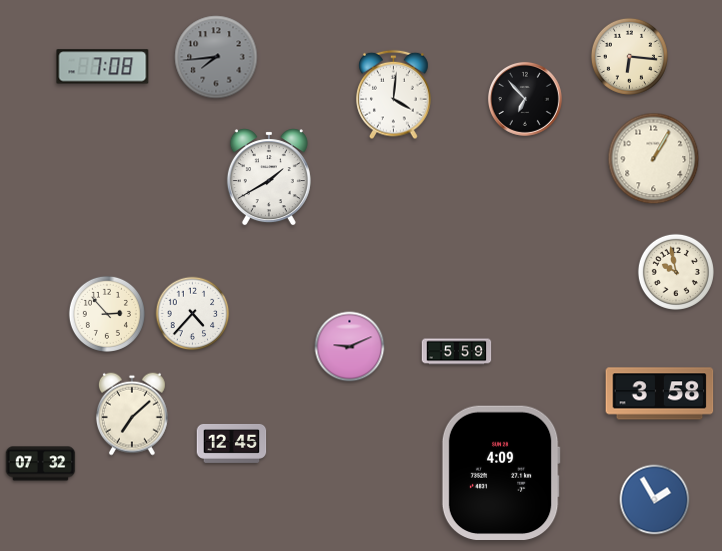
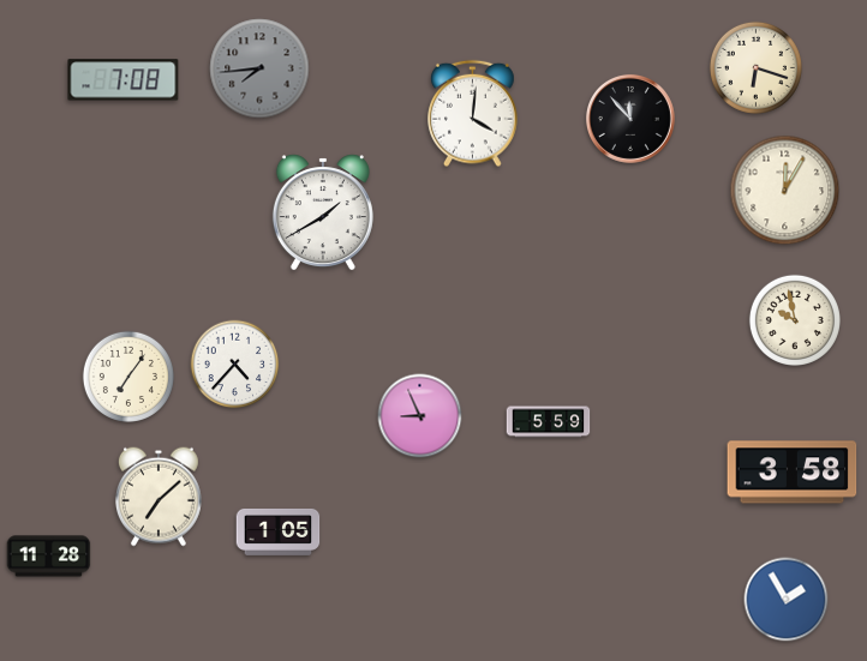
clock at (629, 56): 6:16 -> 6:18
clock at (525, 99): 6:53 -> 11:53
clock at (654, 159): 1:05 -> 12:05
clock at (676, 272) position: (676, 272) -> (795, 320)
clock at (107, 314): 2:53 -> 7:06
clock at (193, 314) position: (193, 314) -> (235, 365)
clock at (350, 347): 9:11 -> 8:56
clock at (232, 443): 12:45 -> 1:05
clock at (41, 464): 07:32 -> 11:28
clock at (501, 472): 4:09 -> none
